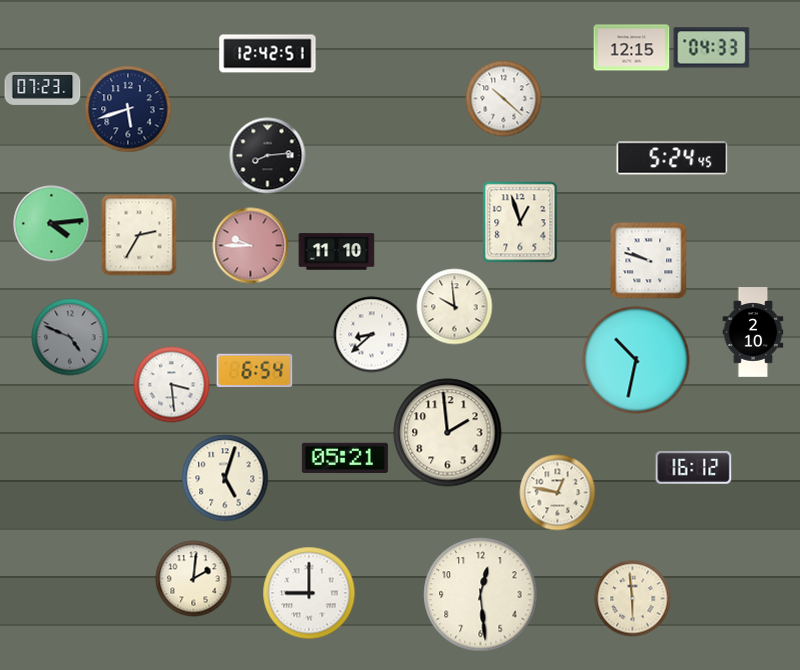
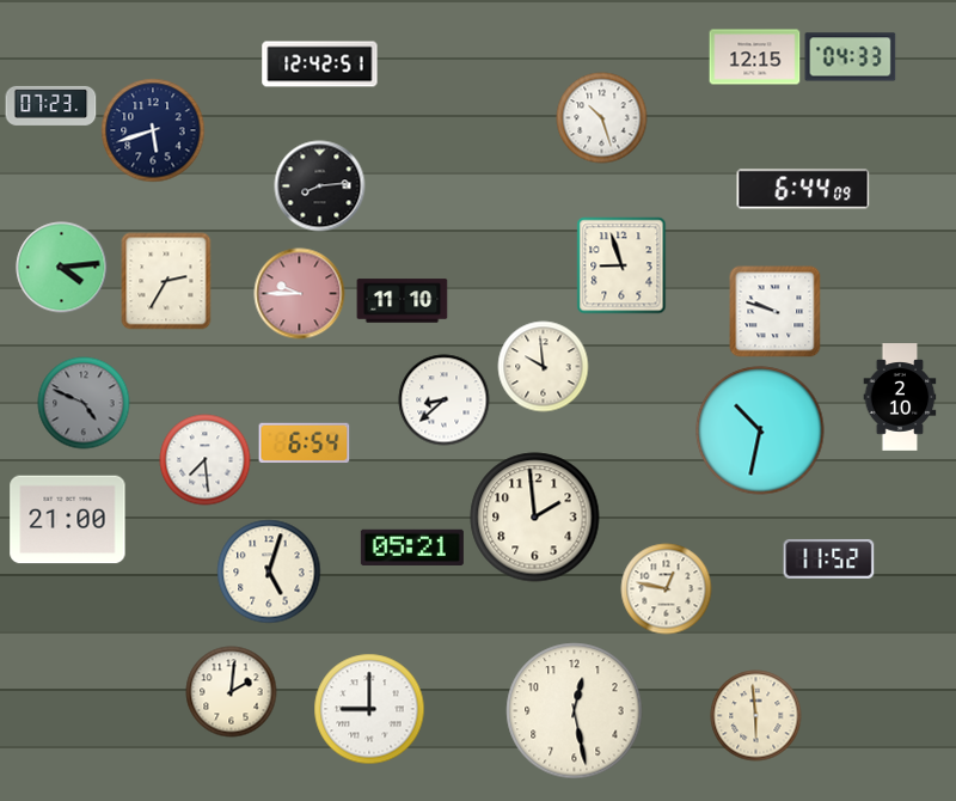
clock at (504, 99): 10:22 -> 10:27
clock at (672, 158): 5:24 -> 6:44
clock at (520, 222): 12:57 -> 8:57
clock at (172, 385): 3:29 -> 7:29
clock at (68, 520): none -> 21:00
clock at (694, 467): 16:12 -> 11:52
clock at (481, 595): 12:29 -> 12:28
